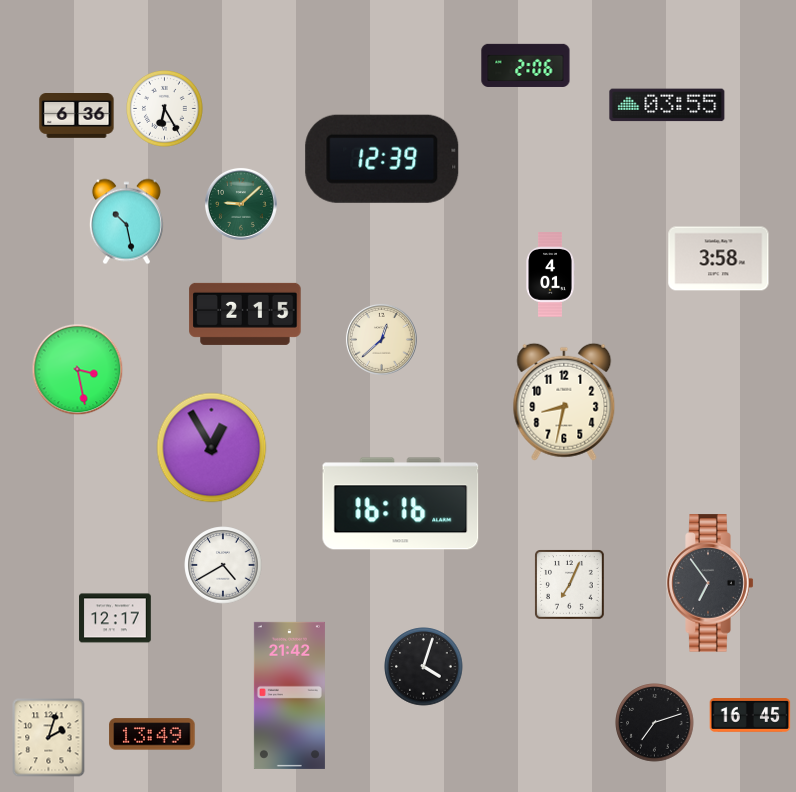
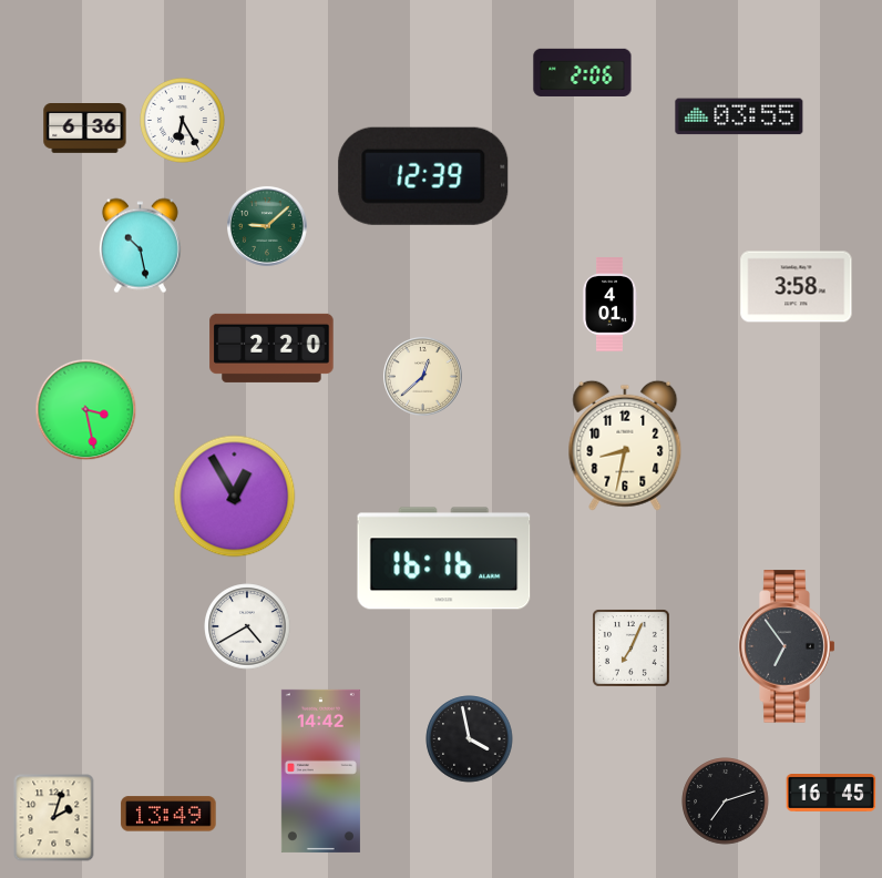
clock at (245, 314): 2:15 -> 2:20
clock at (115, 618): 12:17 -> none
clock at (424, 667): 4:03 -> 3:58
clock at (289, 695): 21:42 -> 14:42
